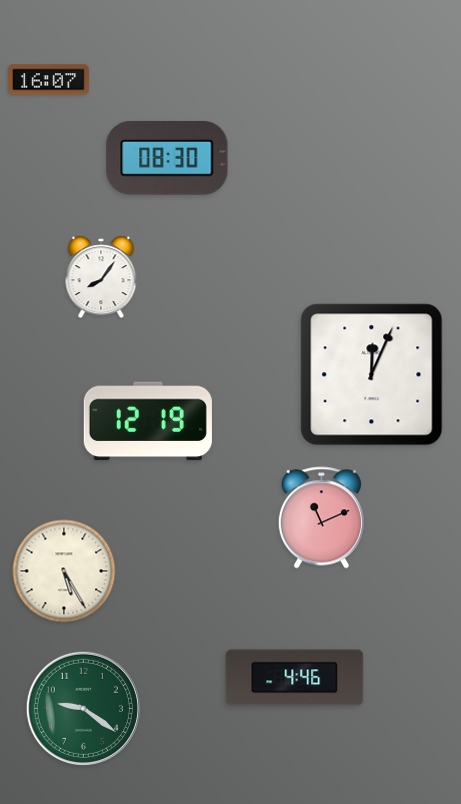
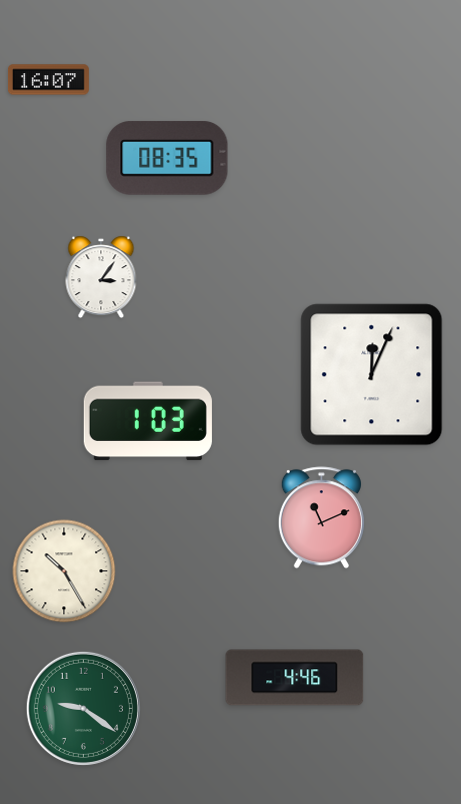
clock at (167, 158): 08:30 -> 08:35
clock at (101, 277): 8:06 -> 3:06
clock at (148, 421): 12:19 -> 1:03
clock at (64, 571): 5:25 -> 10:25
